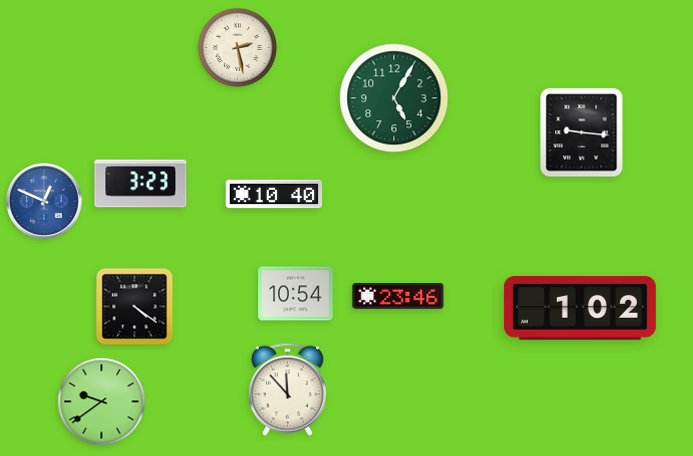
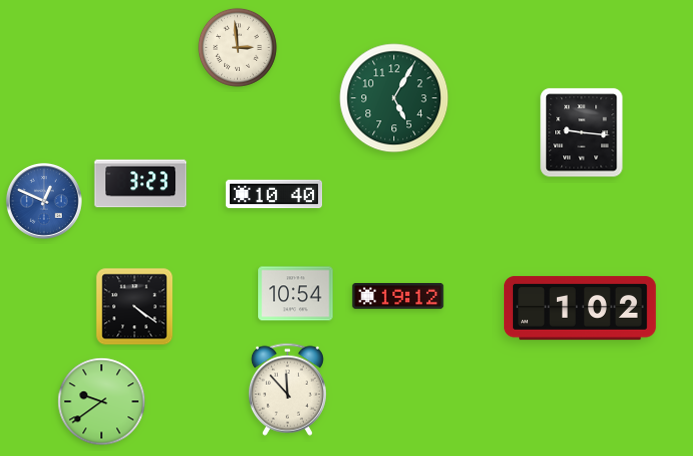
clock at (237, 47): 2:28 -> 2:59
clock at (398, 297): 23:46 -> 19:12
